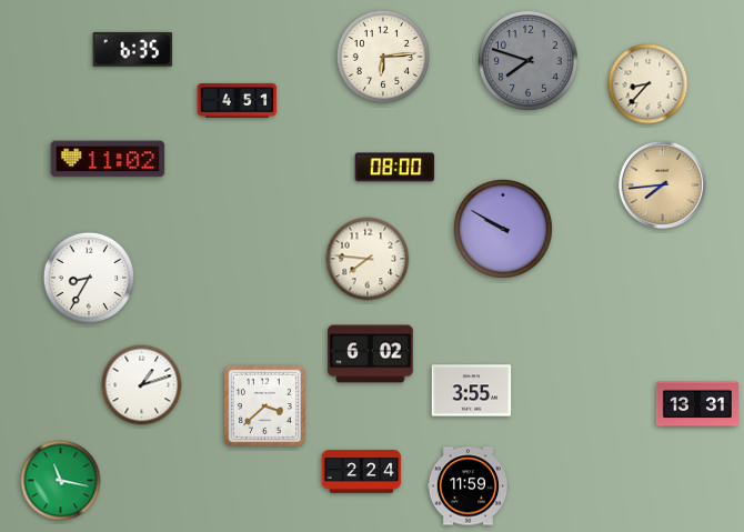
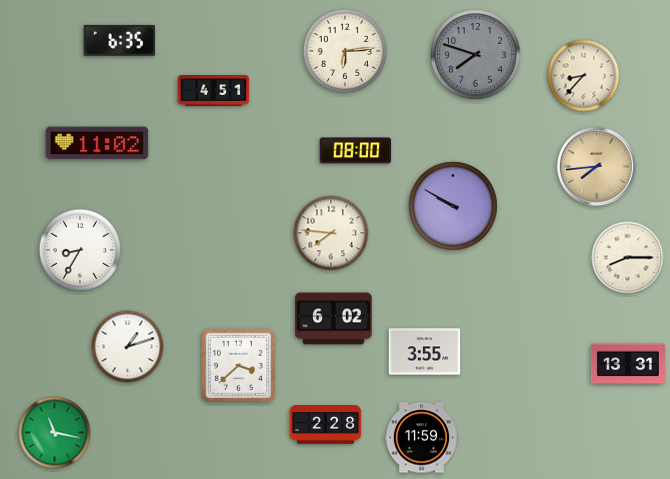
clock at (133, 49) position: (133, 49) -> (120, 40)
clock at (628, 258): none -> 8:15
clock at (362, 472): 2:24 -> 2:28
